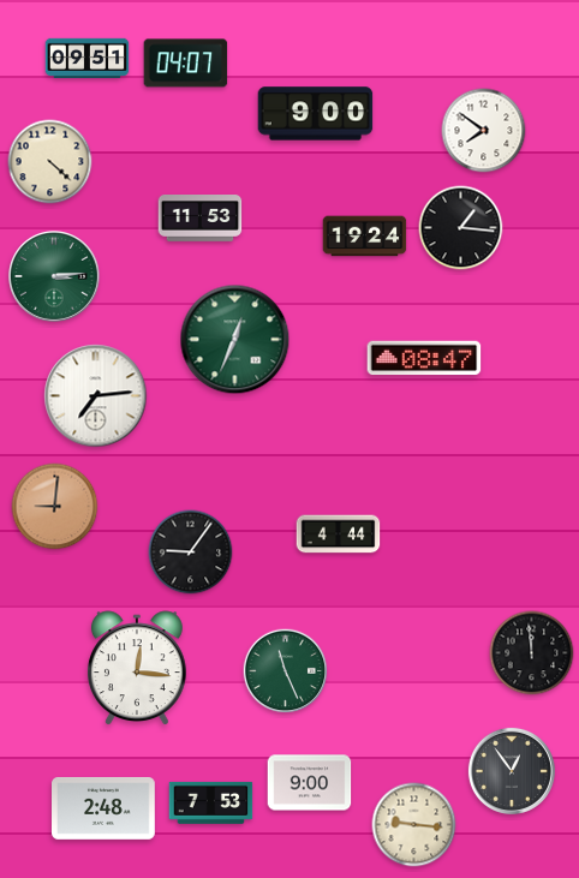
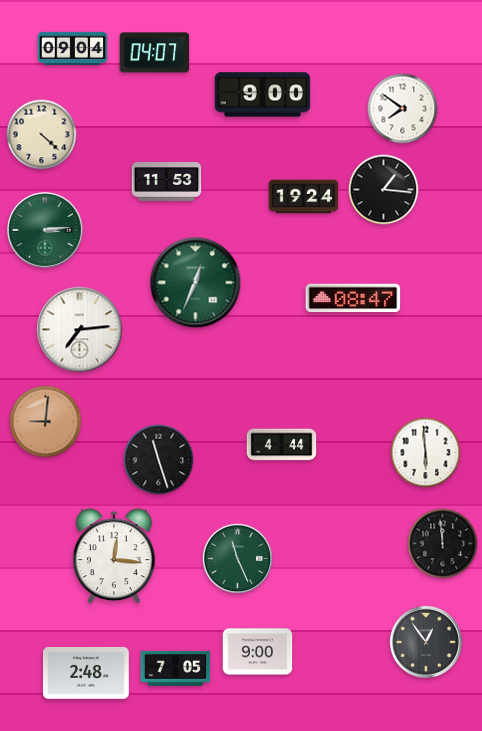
clock at (88, 58): 09:51 -> 09:04
clock at (426, 453): none -> 5:59
clock at (191, 553): 9:06 -> 11:27
clock at (211, 802): 7:53 -> 7:05
clock at (414, 825): 9:16 -> none
